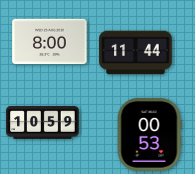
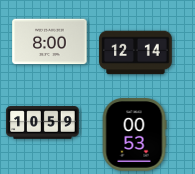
clock at (136, 53): 11:44 -> 12:14
clock at (149, 135) position: (149, 135) -> (134, 135)
